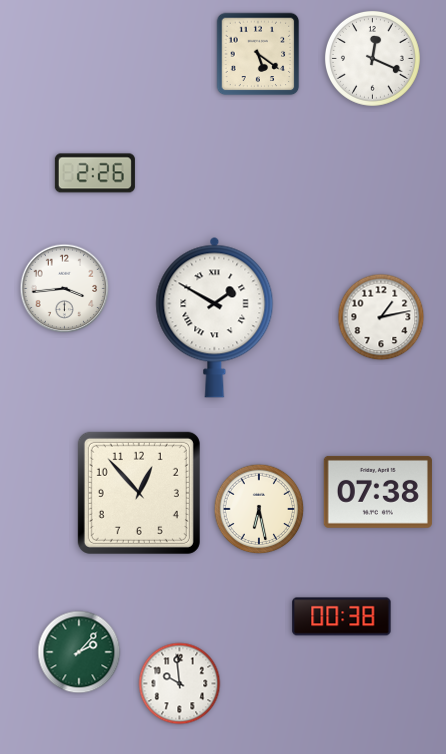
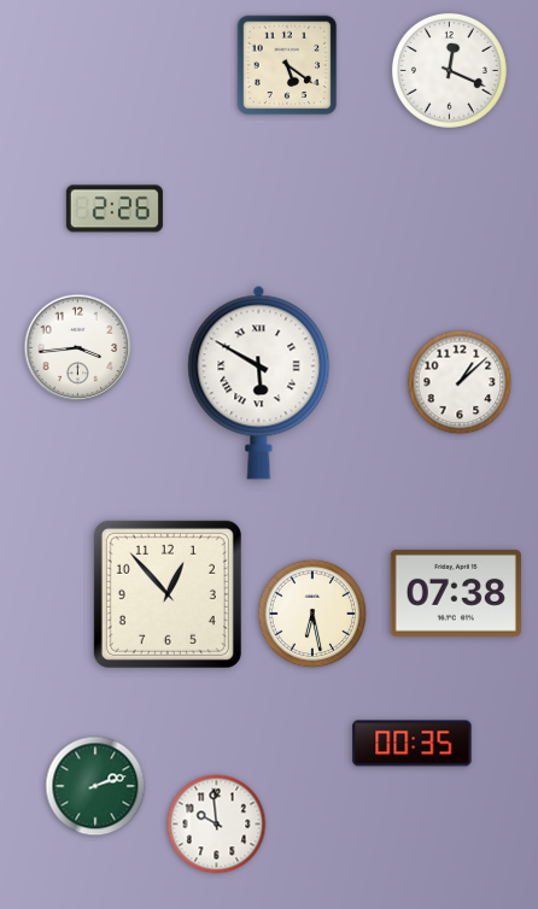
clock at (258, 54) position: (258, 54) -> (287, 65)
clock at (215, 317): 1:50 -> 5:50
clock at (381, 317): 1:13 -> 1:08
clock at (342, 617): 00:38 -> 00:35
clock at (79, 652): 2:07 -> 2:12
